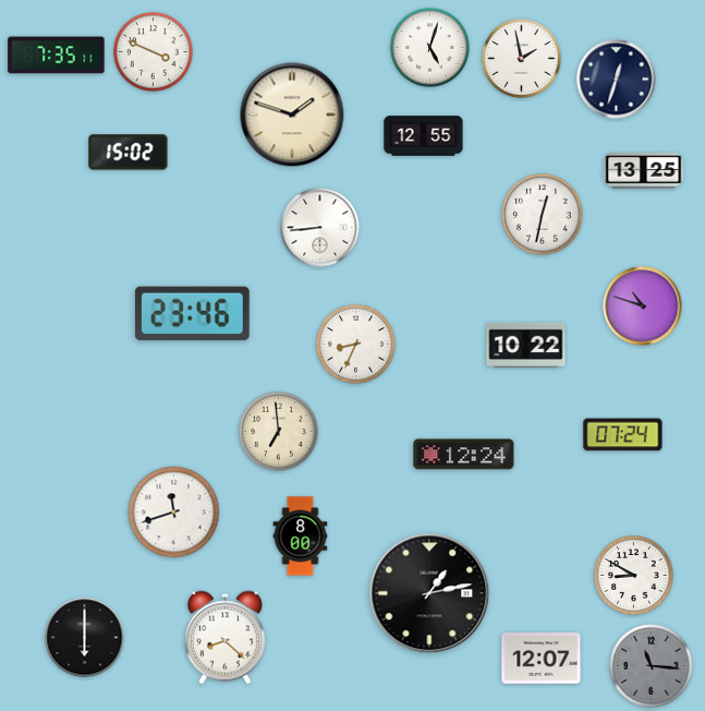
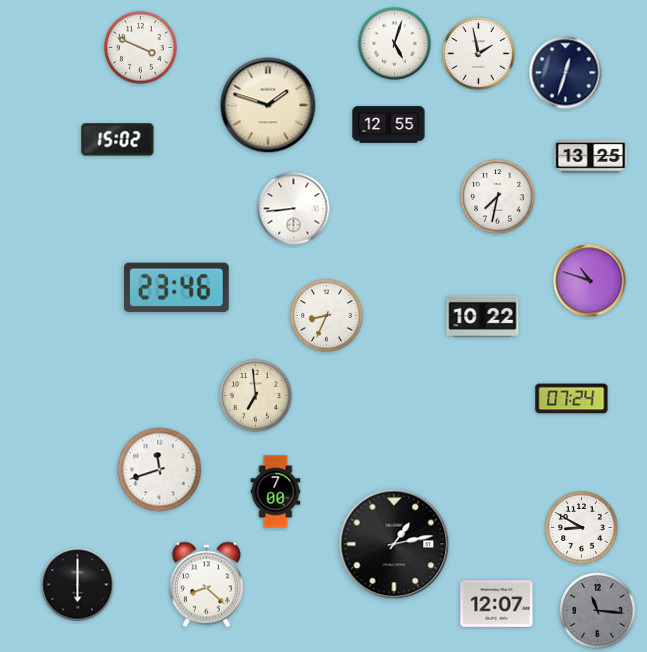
clock at (57, 56): 7:35 -> none
clock at (543, 215): 12:32 -> 7:32
clock at (464, 455): 12:24 -> none
clock at (301, 537): 8:00 -> 7:00
